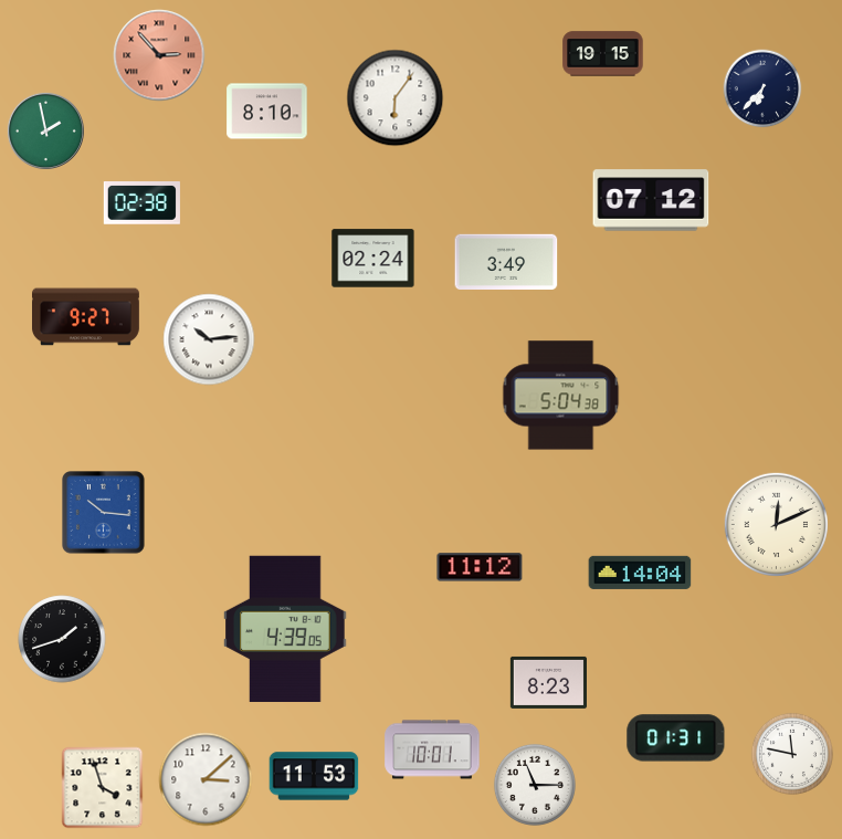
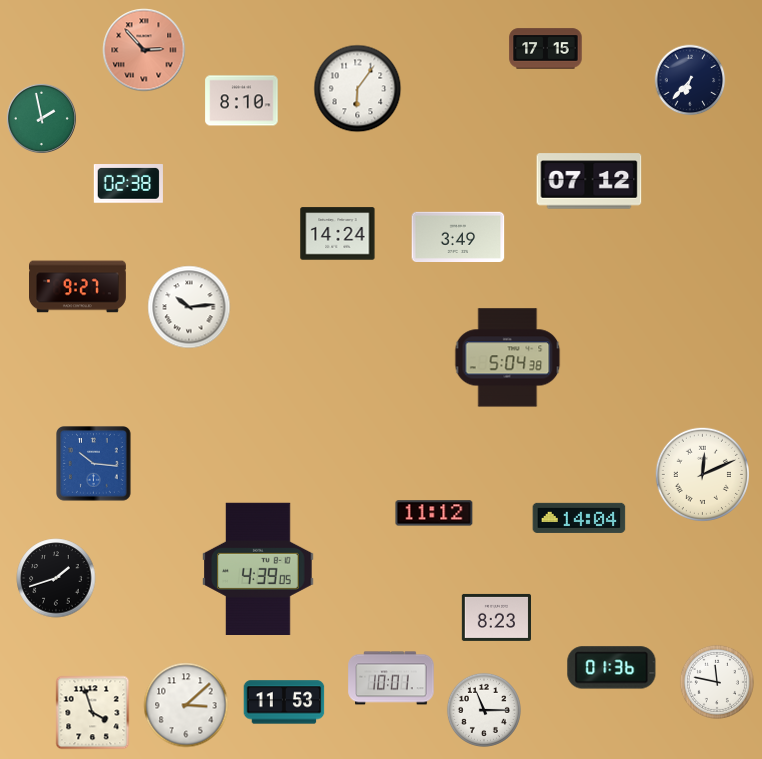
clock at (603, 54): 19:15 -> 17:15
clock at (373, 259): 02:24 -> 14:24
clock at (676, 738): 01:31 -> 01:36
